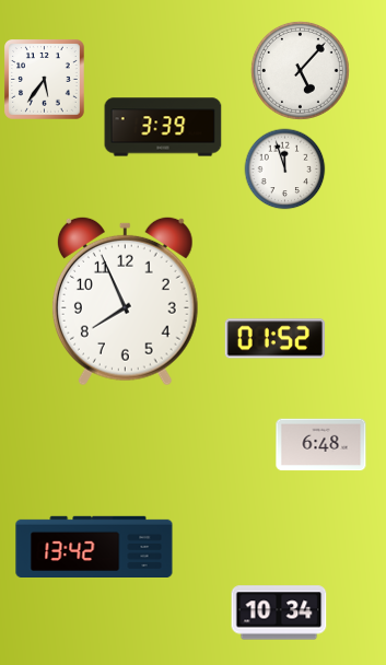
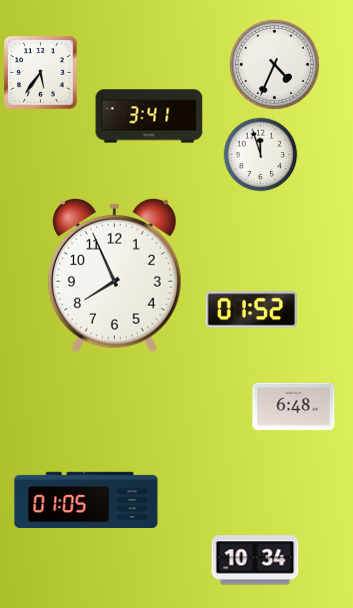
clock at (300, 70): 5:07 -> 4:34
clock at (163, 127): 3:39 -> 3:41
clock at (94, 546): 13:42 -> 01:05
